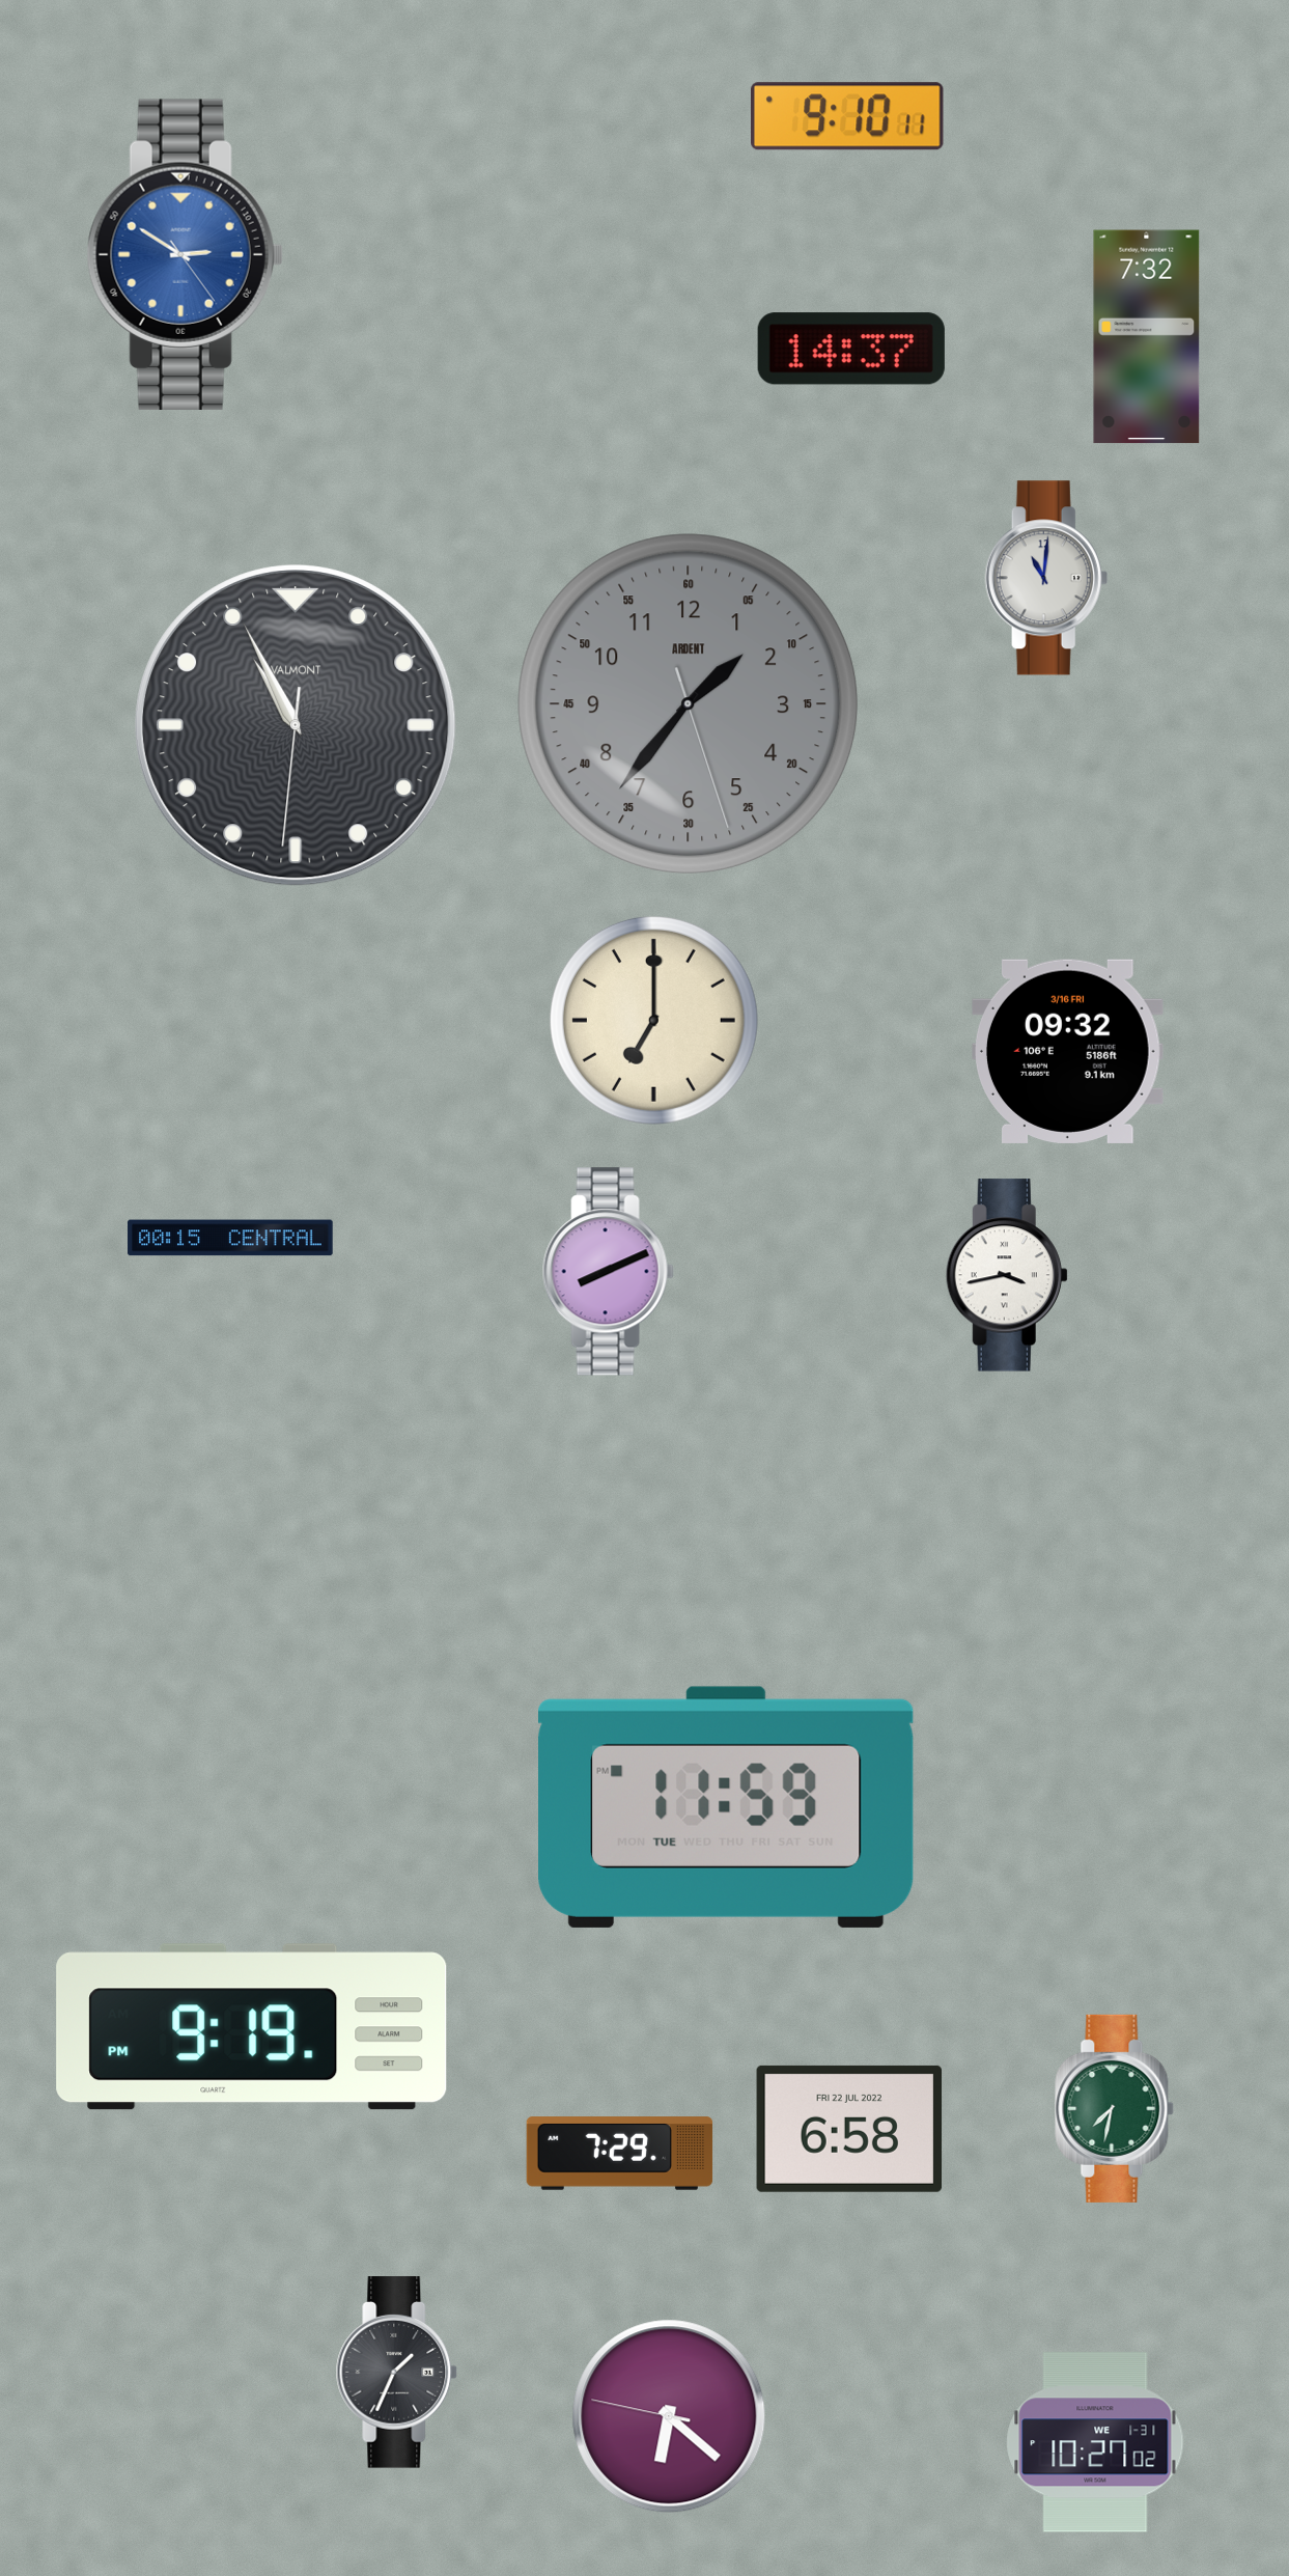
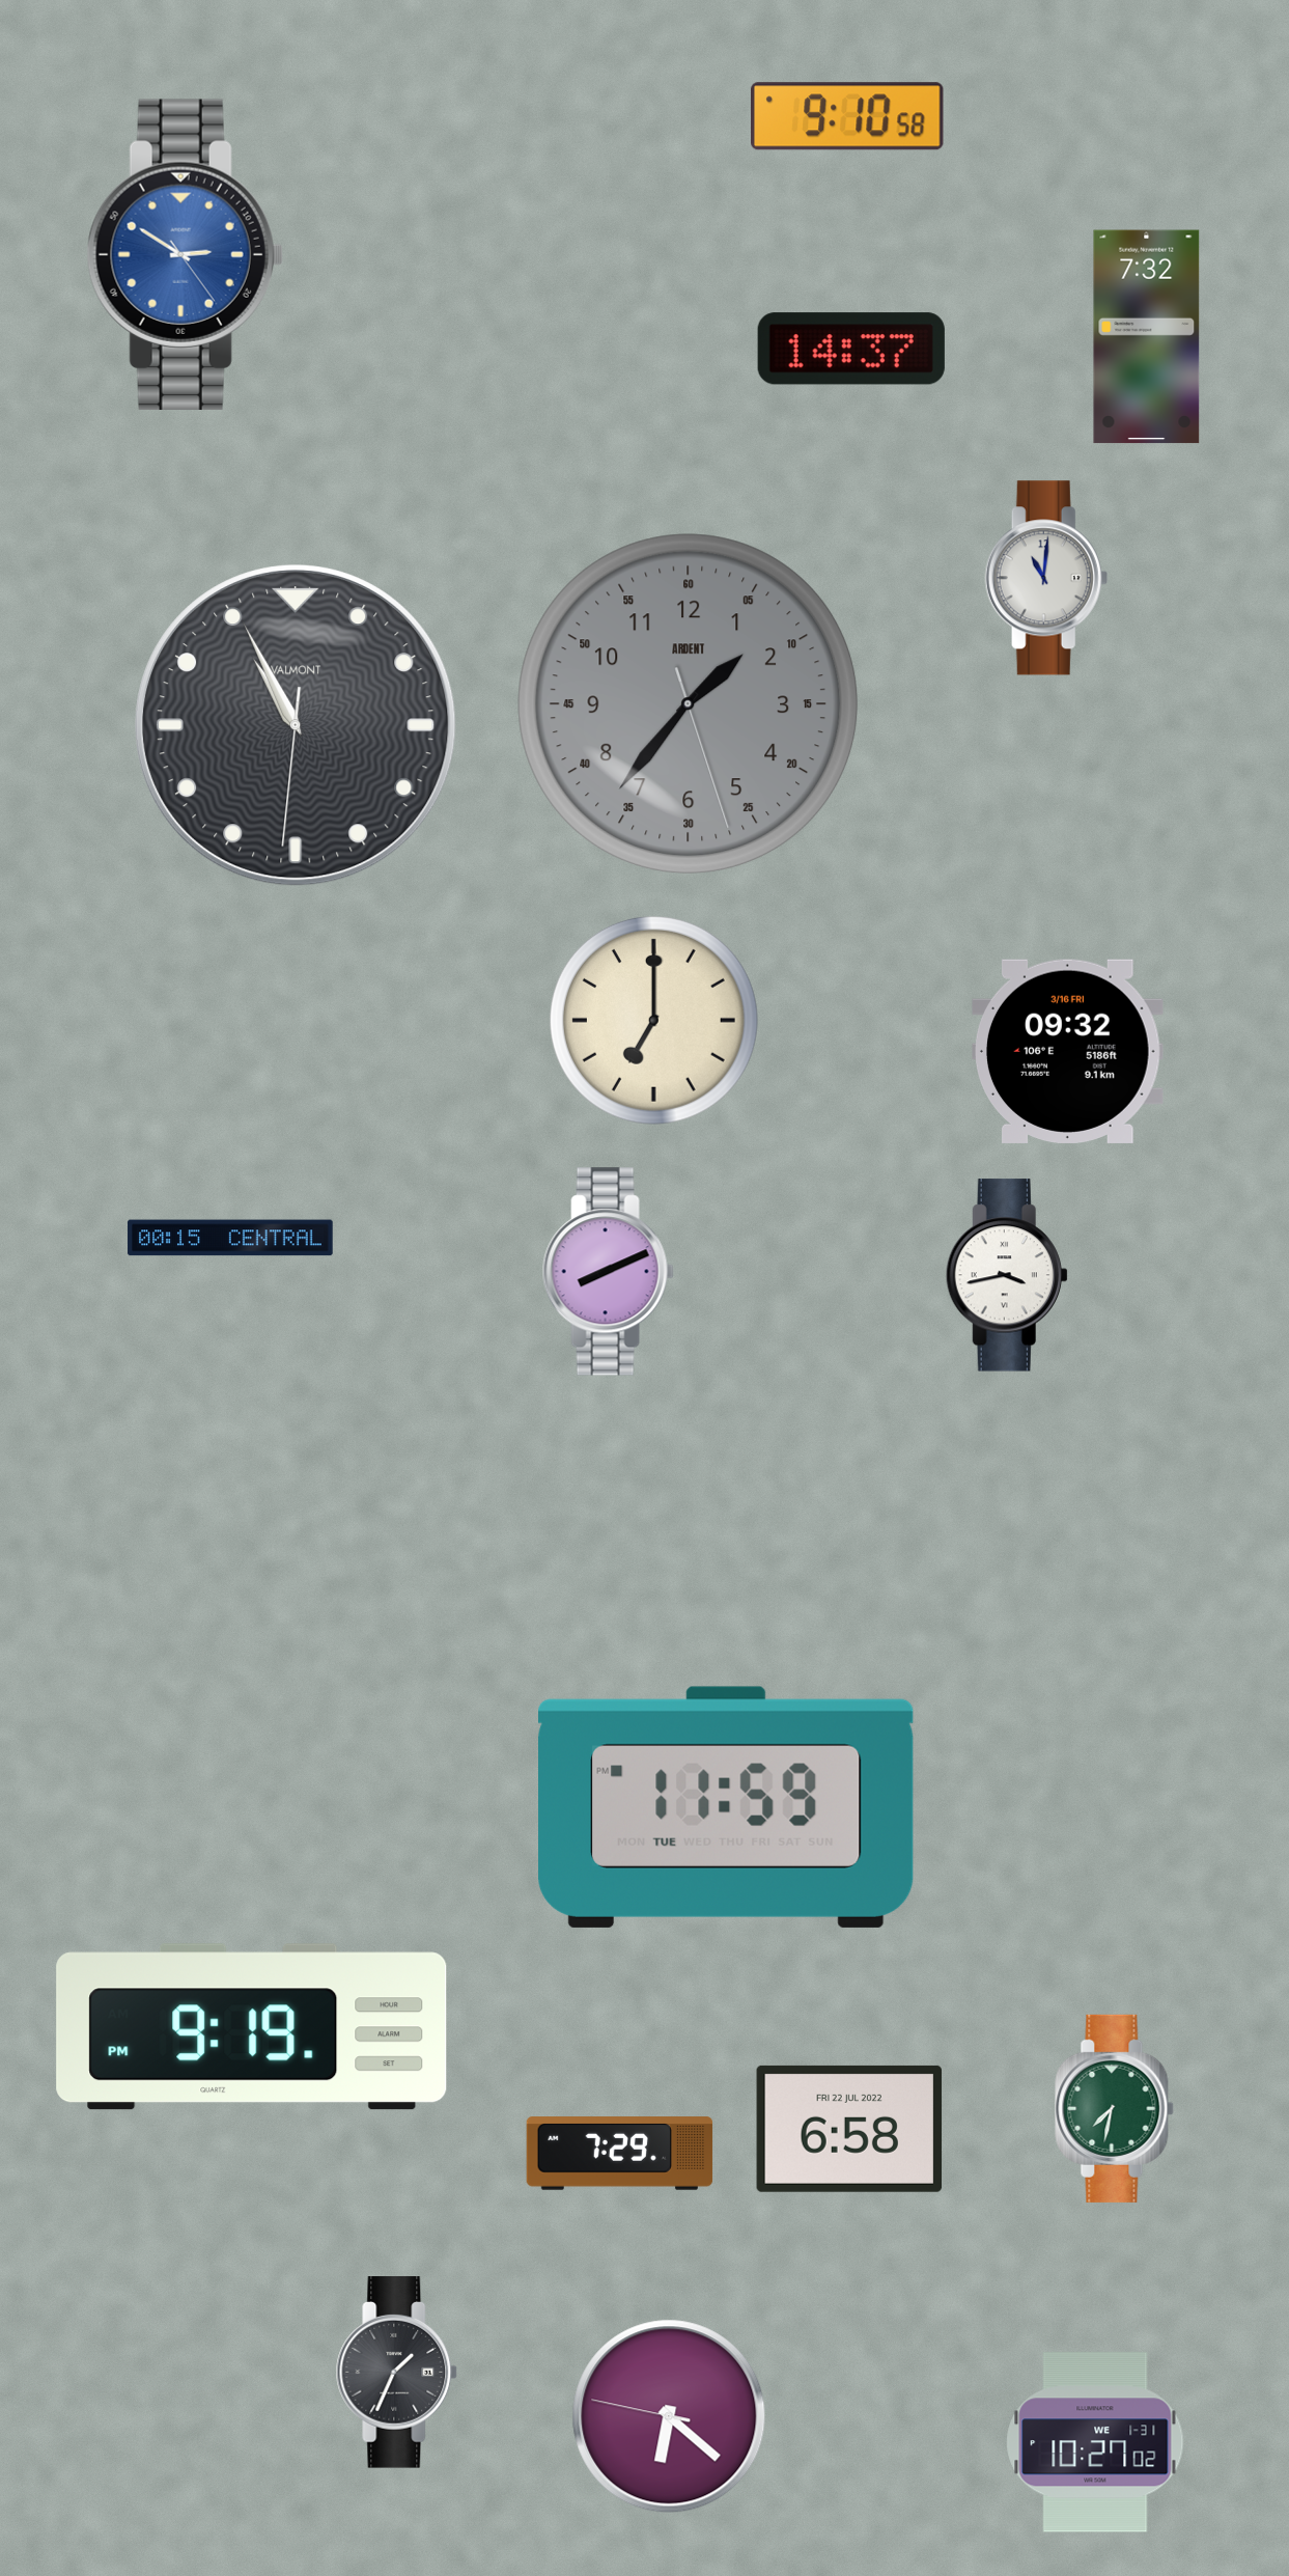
clock at (848, 116): 9:10:11 -> 9:10:58
